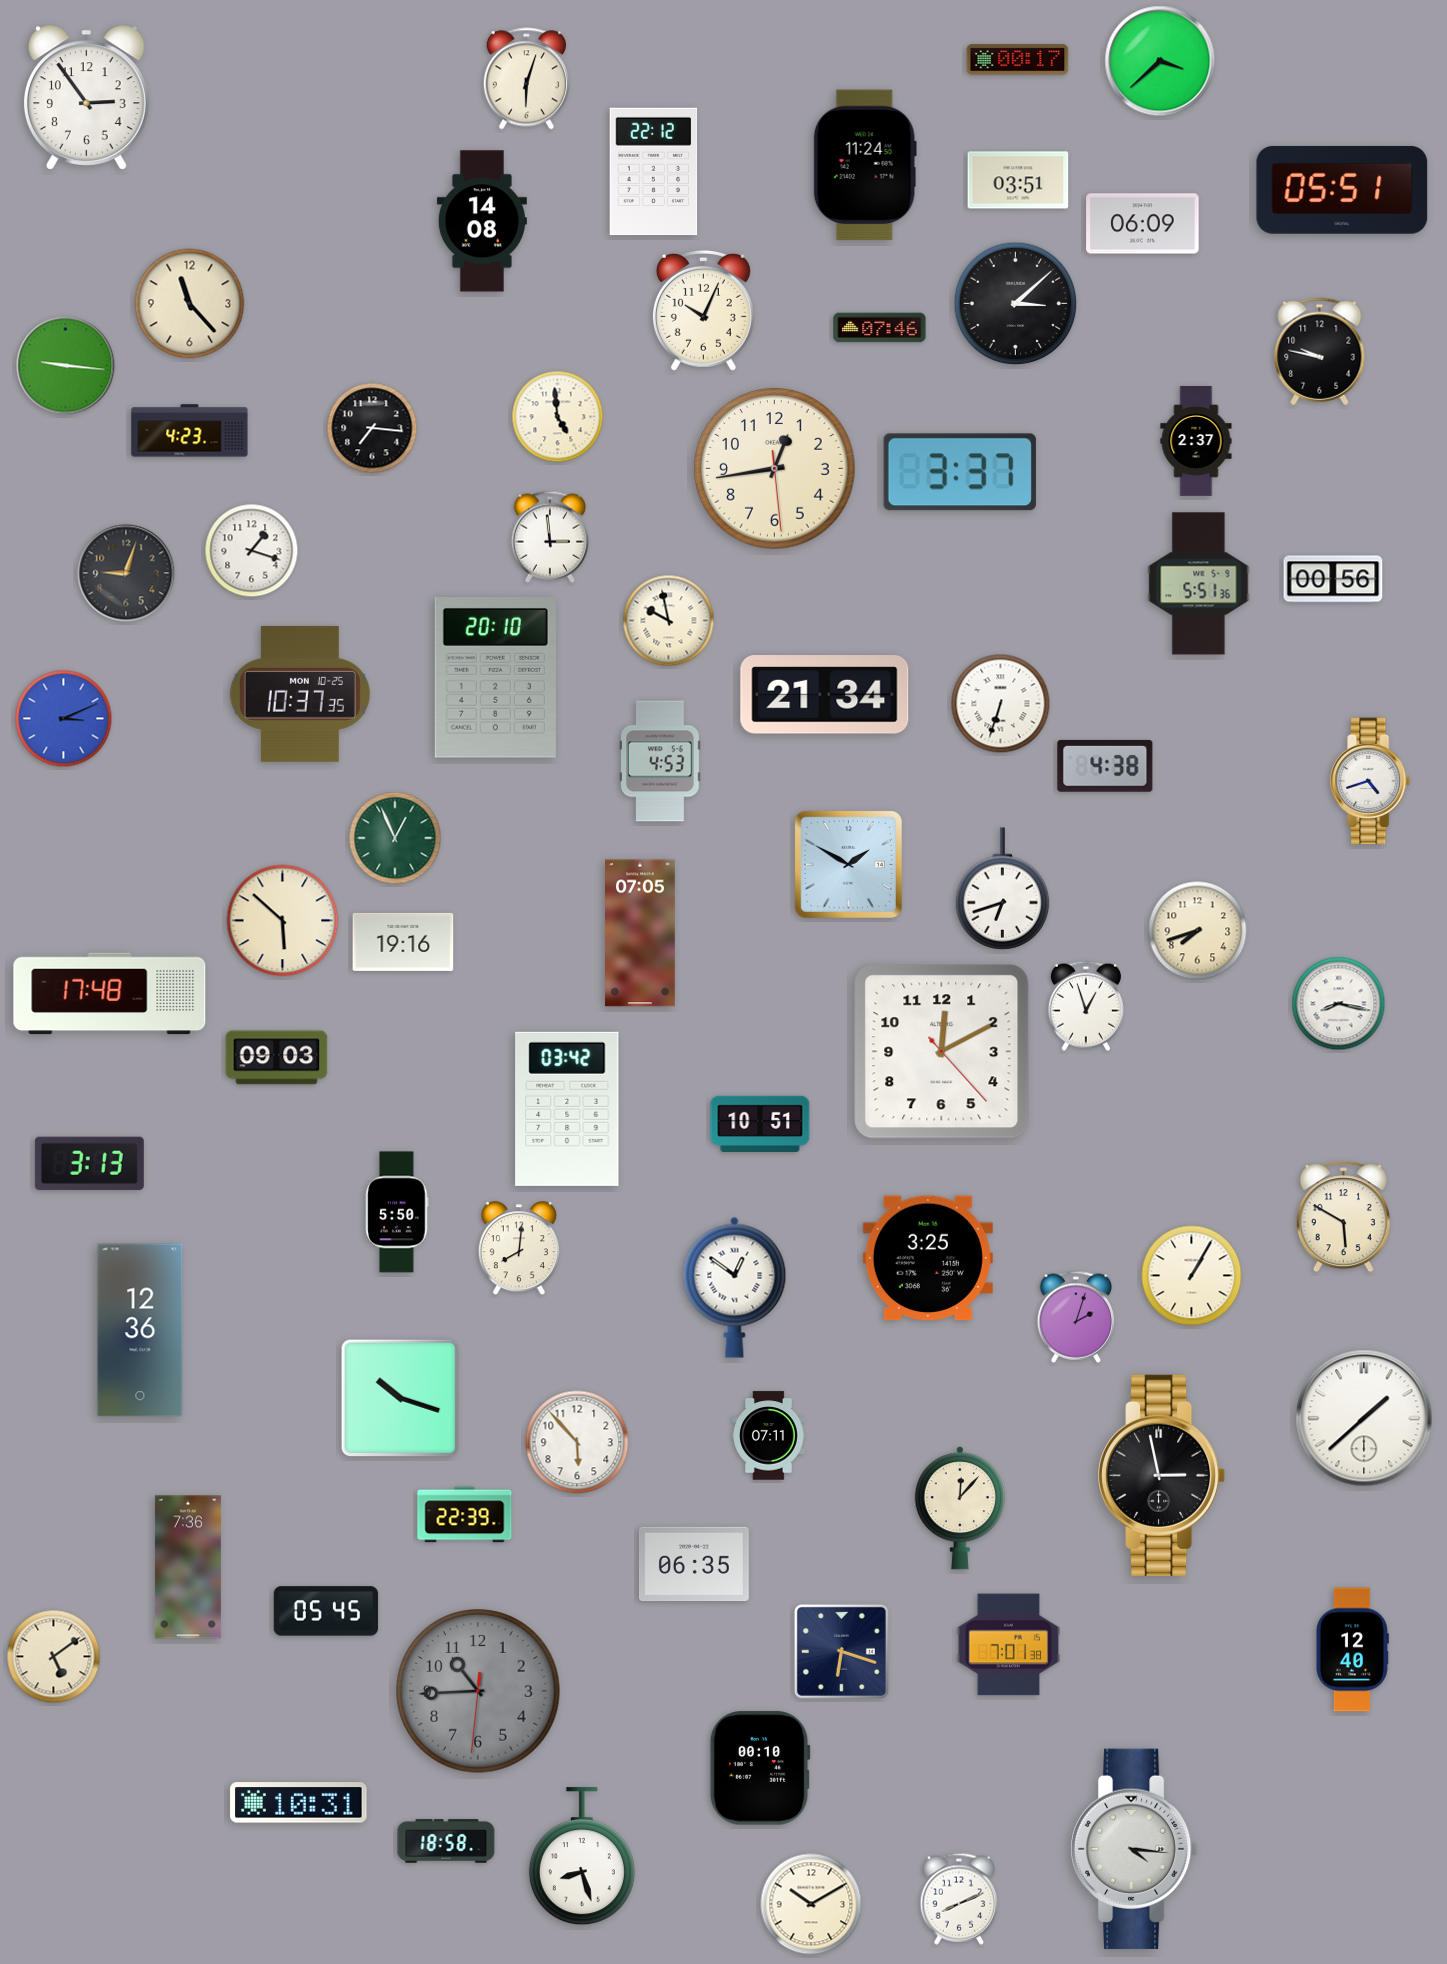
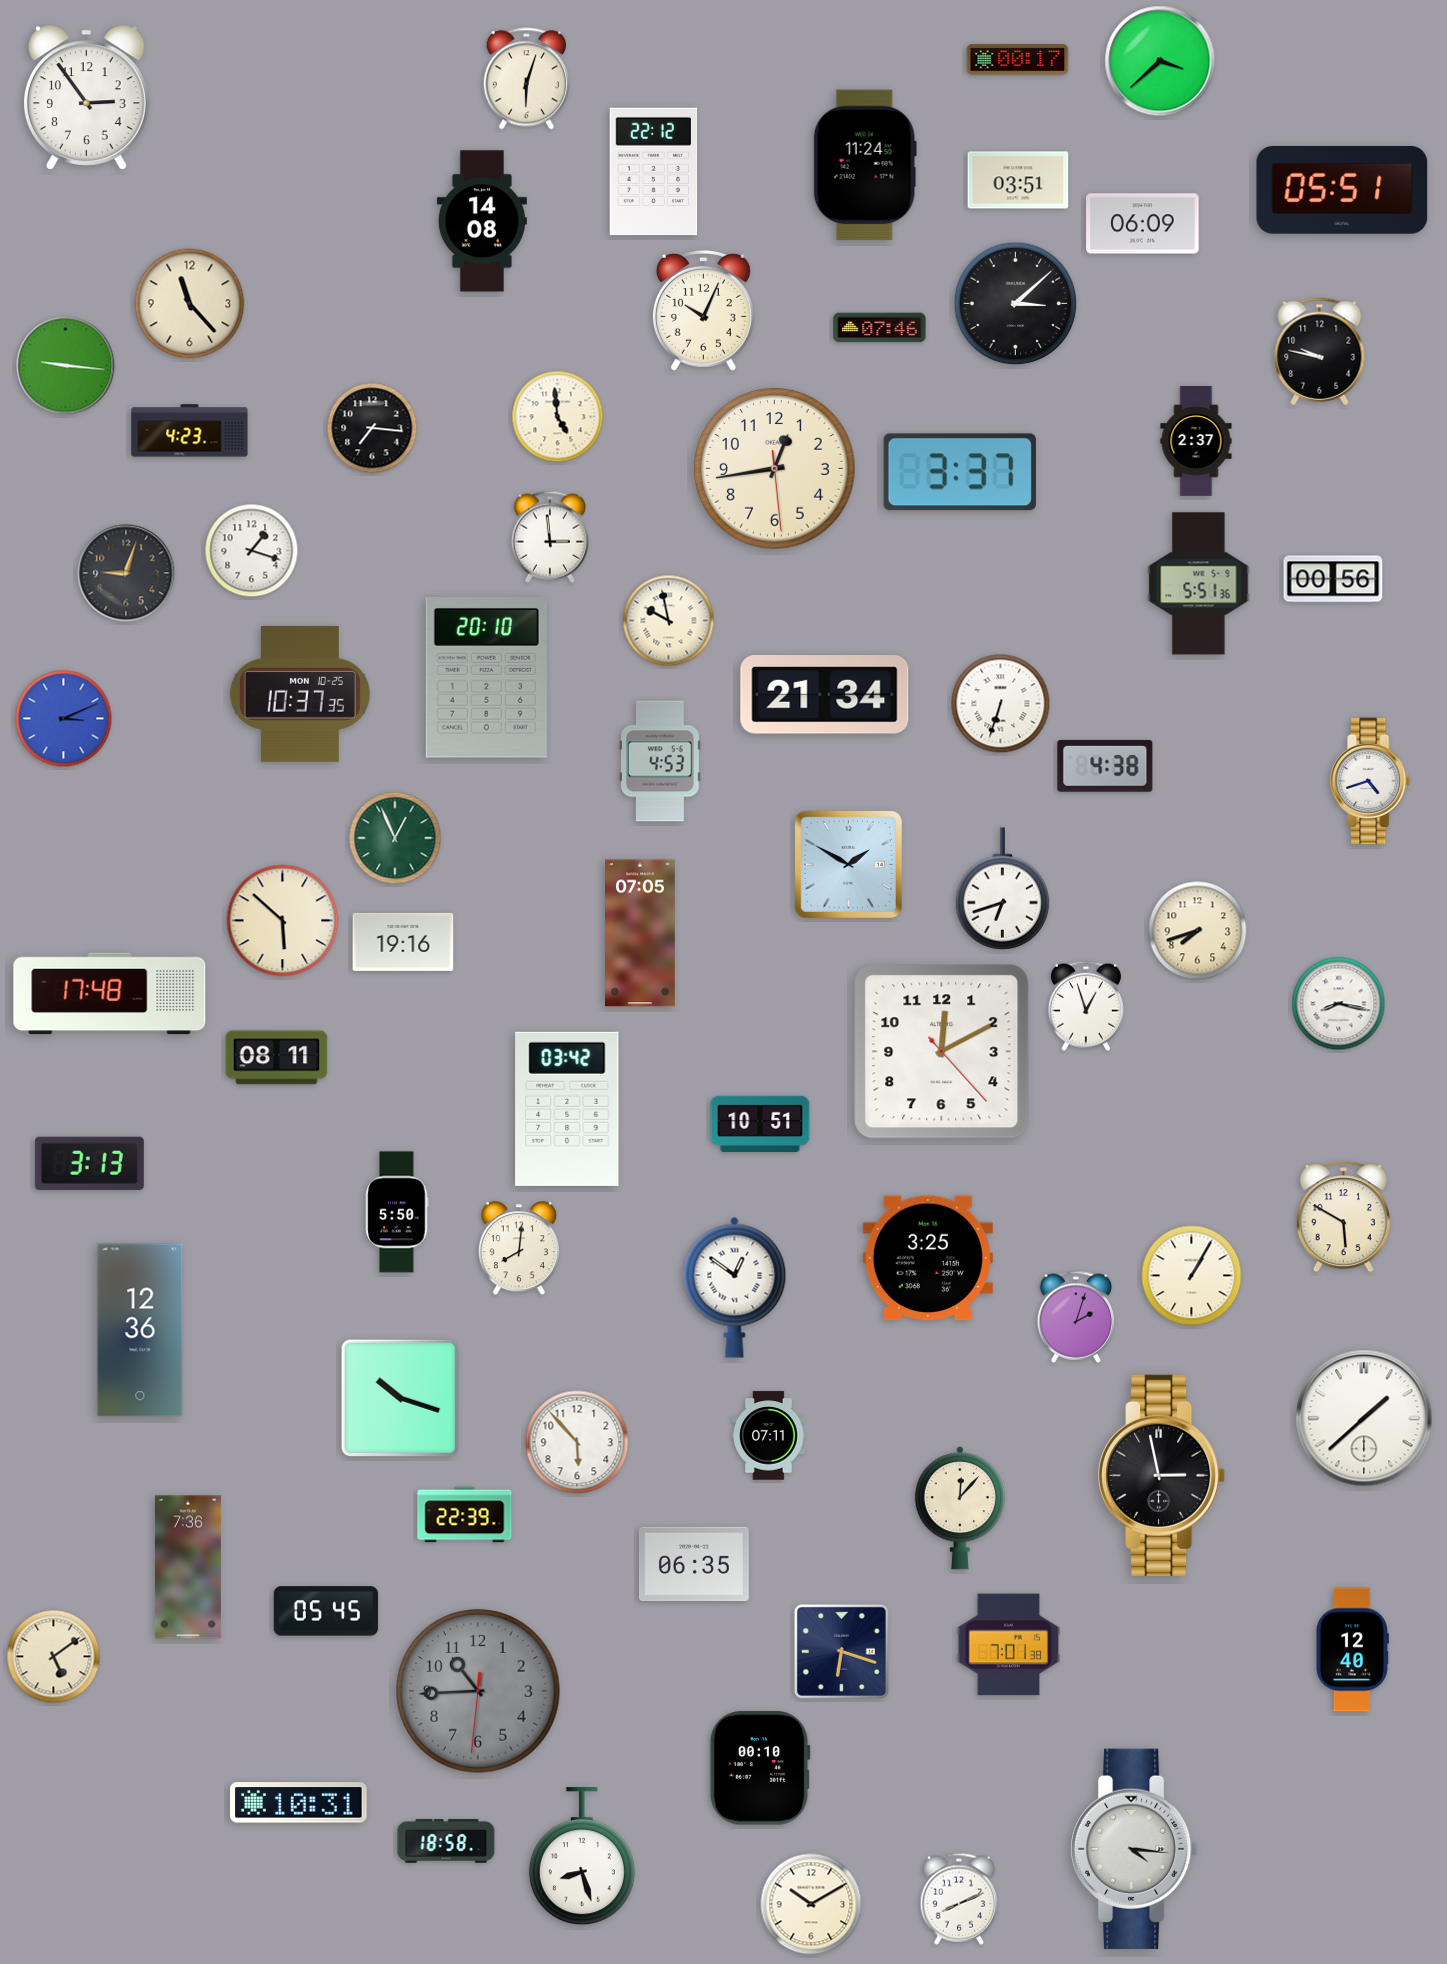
clock at (495, 678) position: (495, 678) -> (486, 678)
clock at (277, 1058): 09:03 -> 08:11
